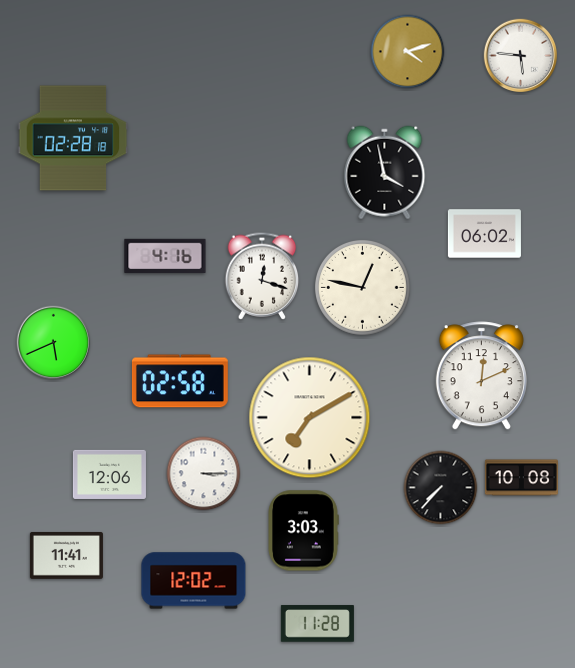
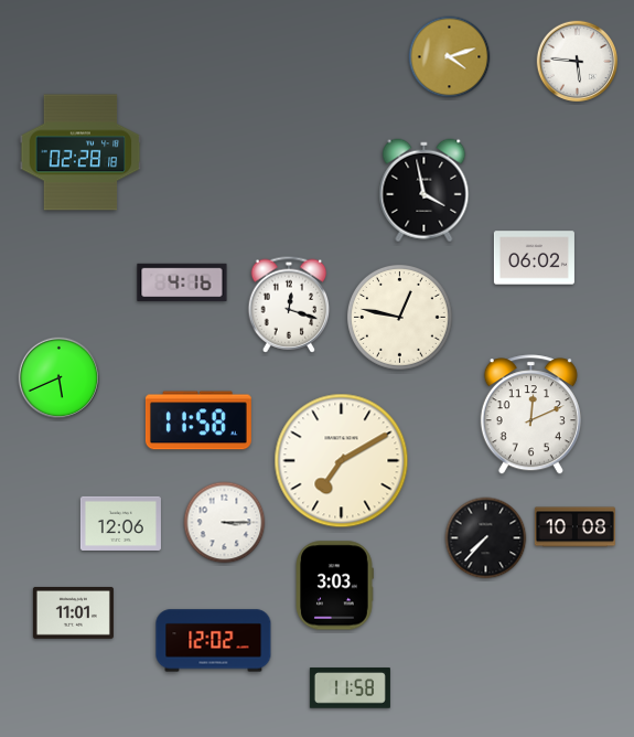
clock at (521, 56) position: (521, 56) -> (578, 62)
clock at (180, 381): 02:58 -> 11:58
clock at (66, 555): 11:41 -> 11:01
clock at (317, 624): 11:28 -> 11:58
